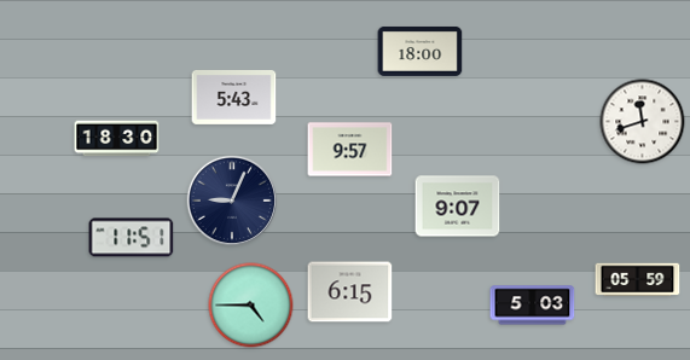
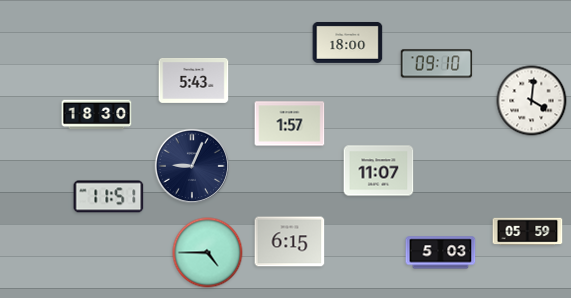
clock at (437, 64): none -> 09:10
clock at (643, 122): 11:42 -> 4:01
clock at (350, 150): 9:57 -> 1:57
clock at (458, 207): 9:07 -> 11:07
